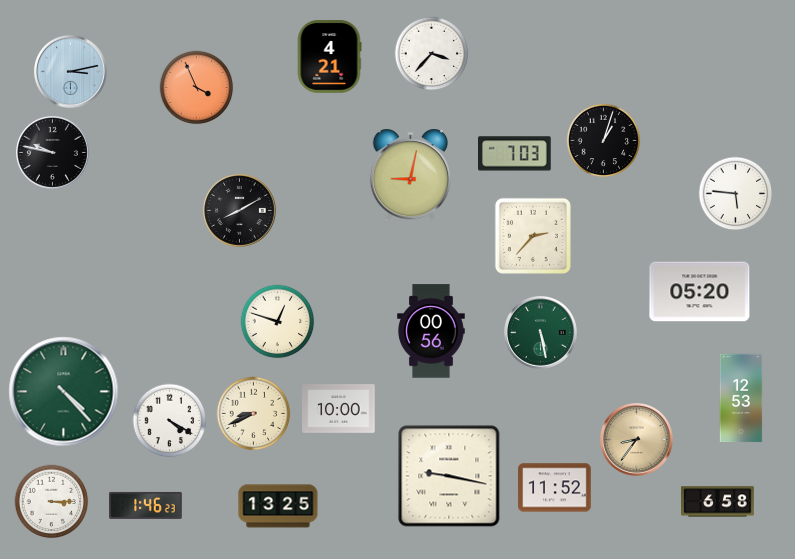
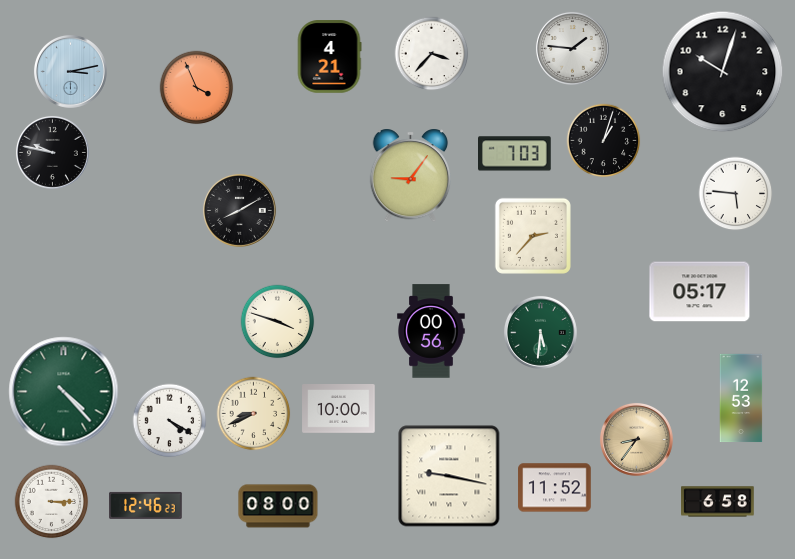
clock at (572, 48): none -> 1:46
clock at (723, 72): none -> 10:03
clock at (411, 176): 9:02 -> 9:06
clock at (700, 292): 05:20 -> 05:17
clock at (278, 322): 12:48 -> 3:48
clock at (540, 332): 5:28 -> 5:31
clock at (146, 505): 1:46 -> 12:46
clock at (278, 506): 13:25 -> 08:00
